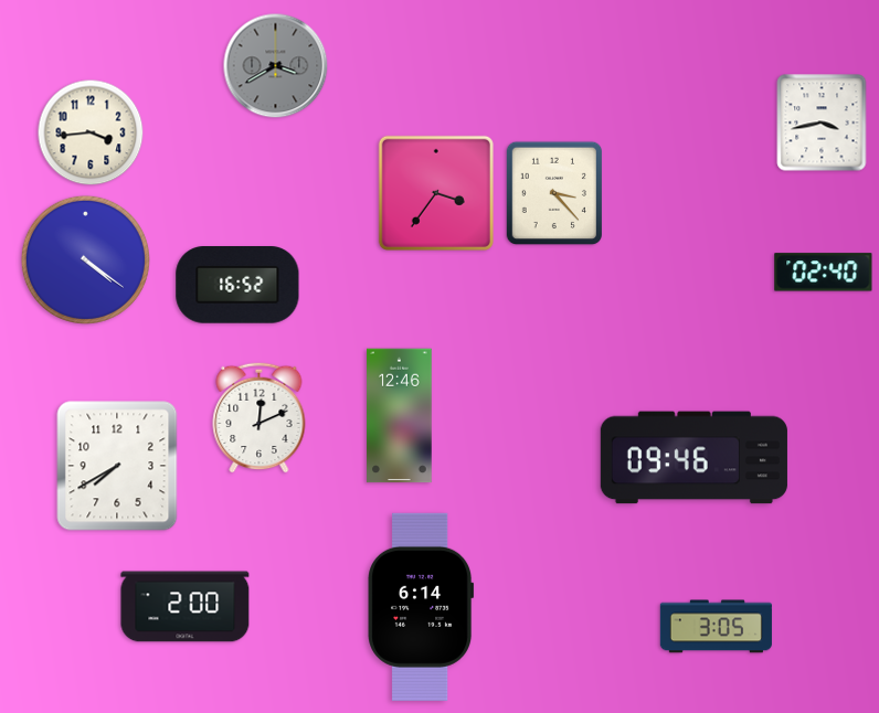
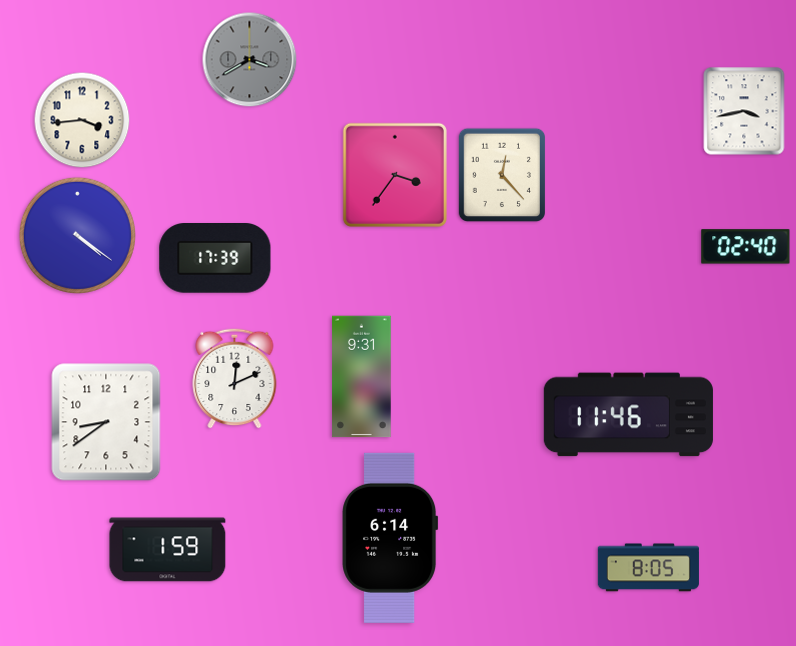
clock at (553, 192): 3:23 -> 12:23
clock at (237, 286): 16:52 -> 17:39
clock at (400, 416): 12:46 -> 9:31
clock at (693, 458): 09:46 -> 11:46
clock at (117, 466): 7:40 -> 8:39
clock at (186, 607): 2:00 -> 1:59
clock at (421, 607) position: (421, 607) -> (390, 538)
clock at (716, 627): 3:05 -> 8:05
